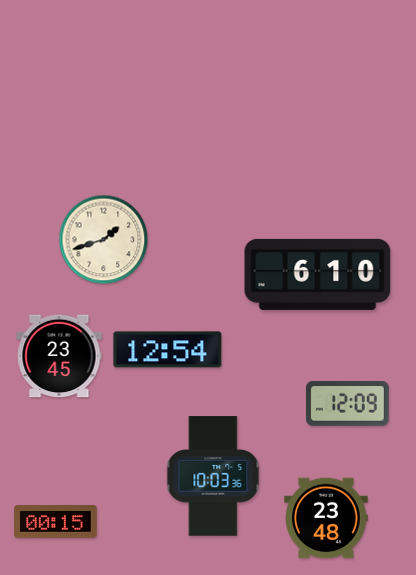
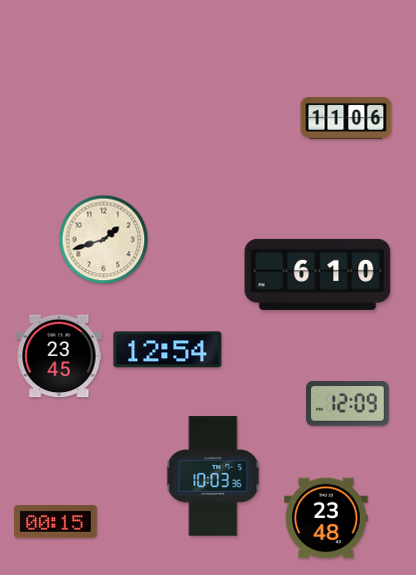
clock at (346, 119): none -> 11:06
